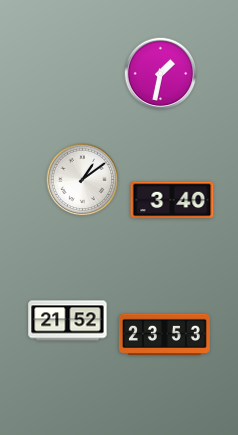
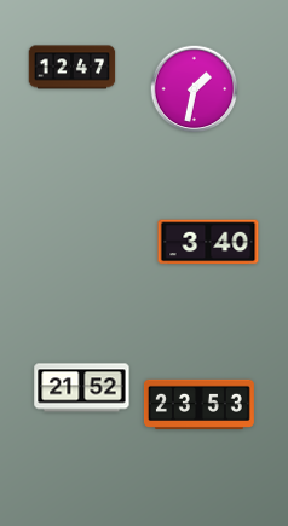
clock at (73, 68): none -> 12:47
clock at (83, 180): 1:09 -> none
